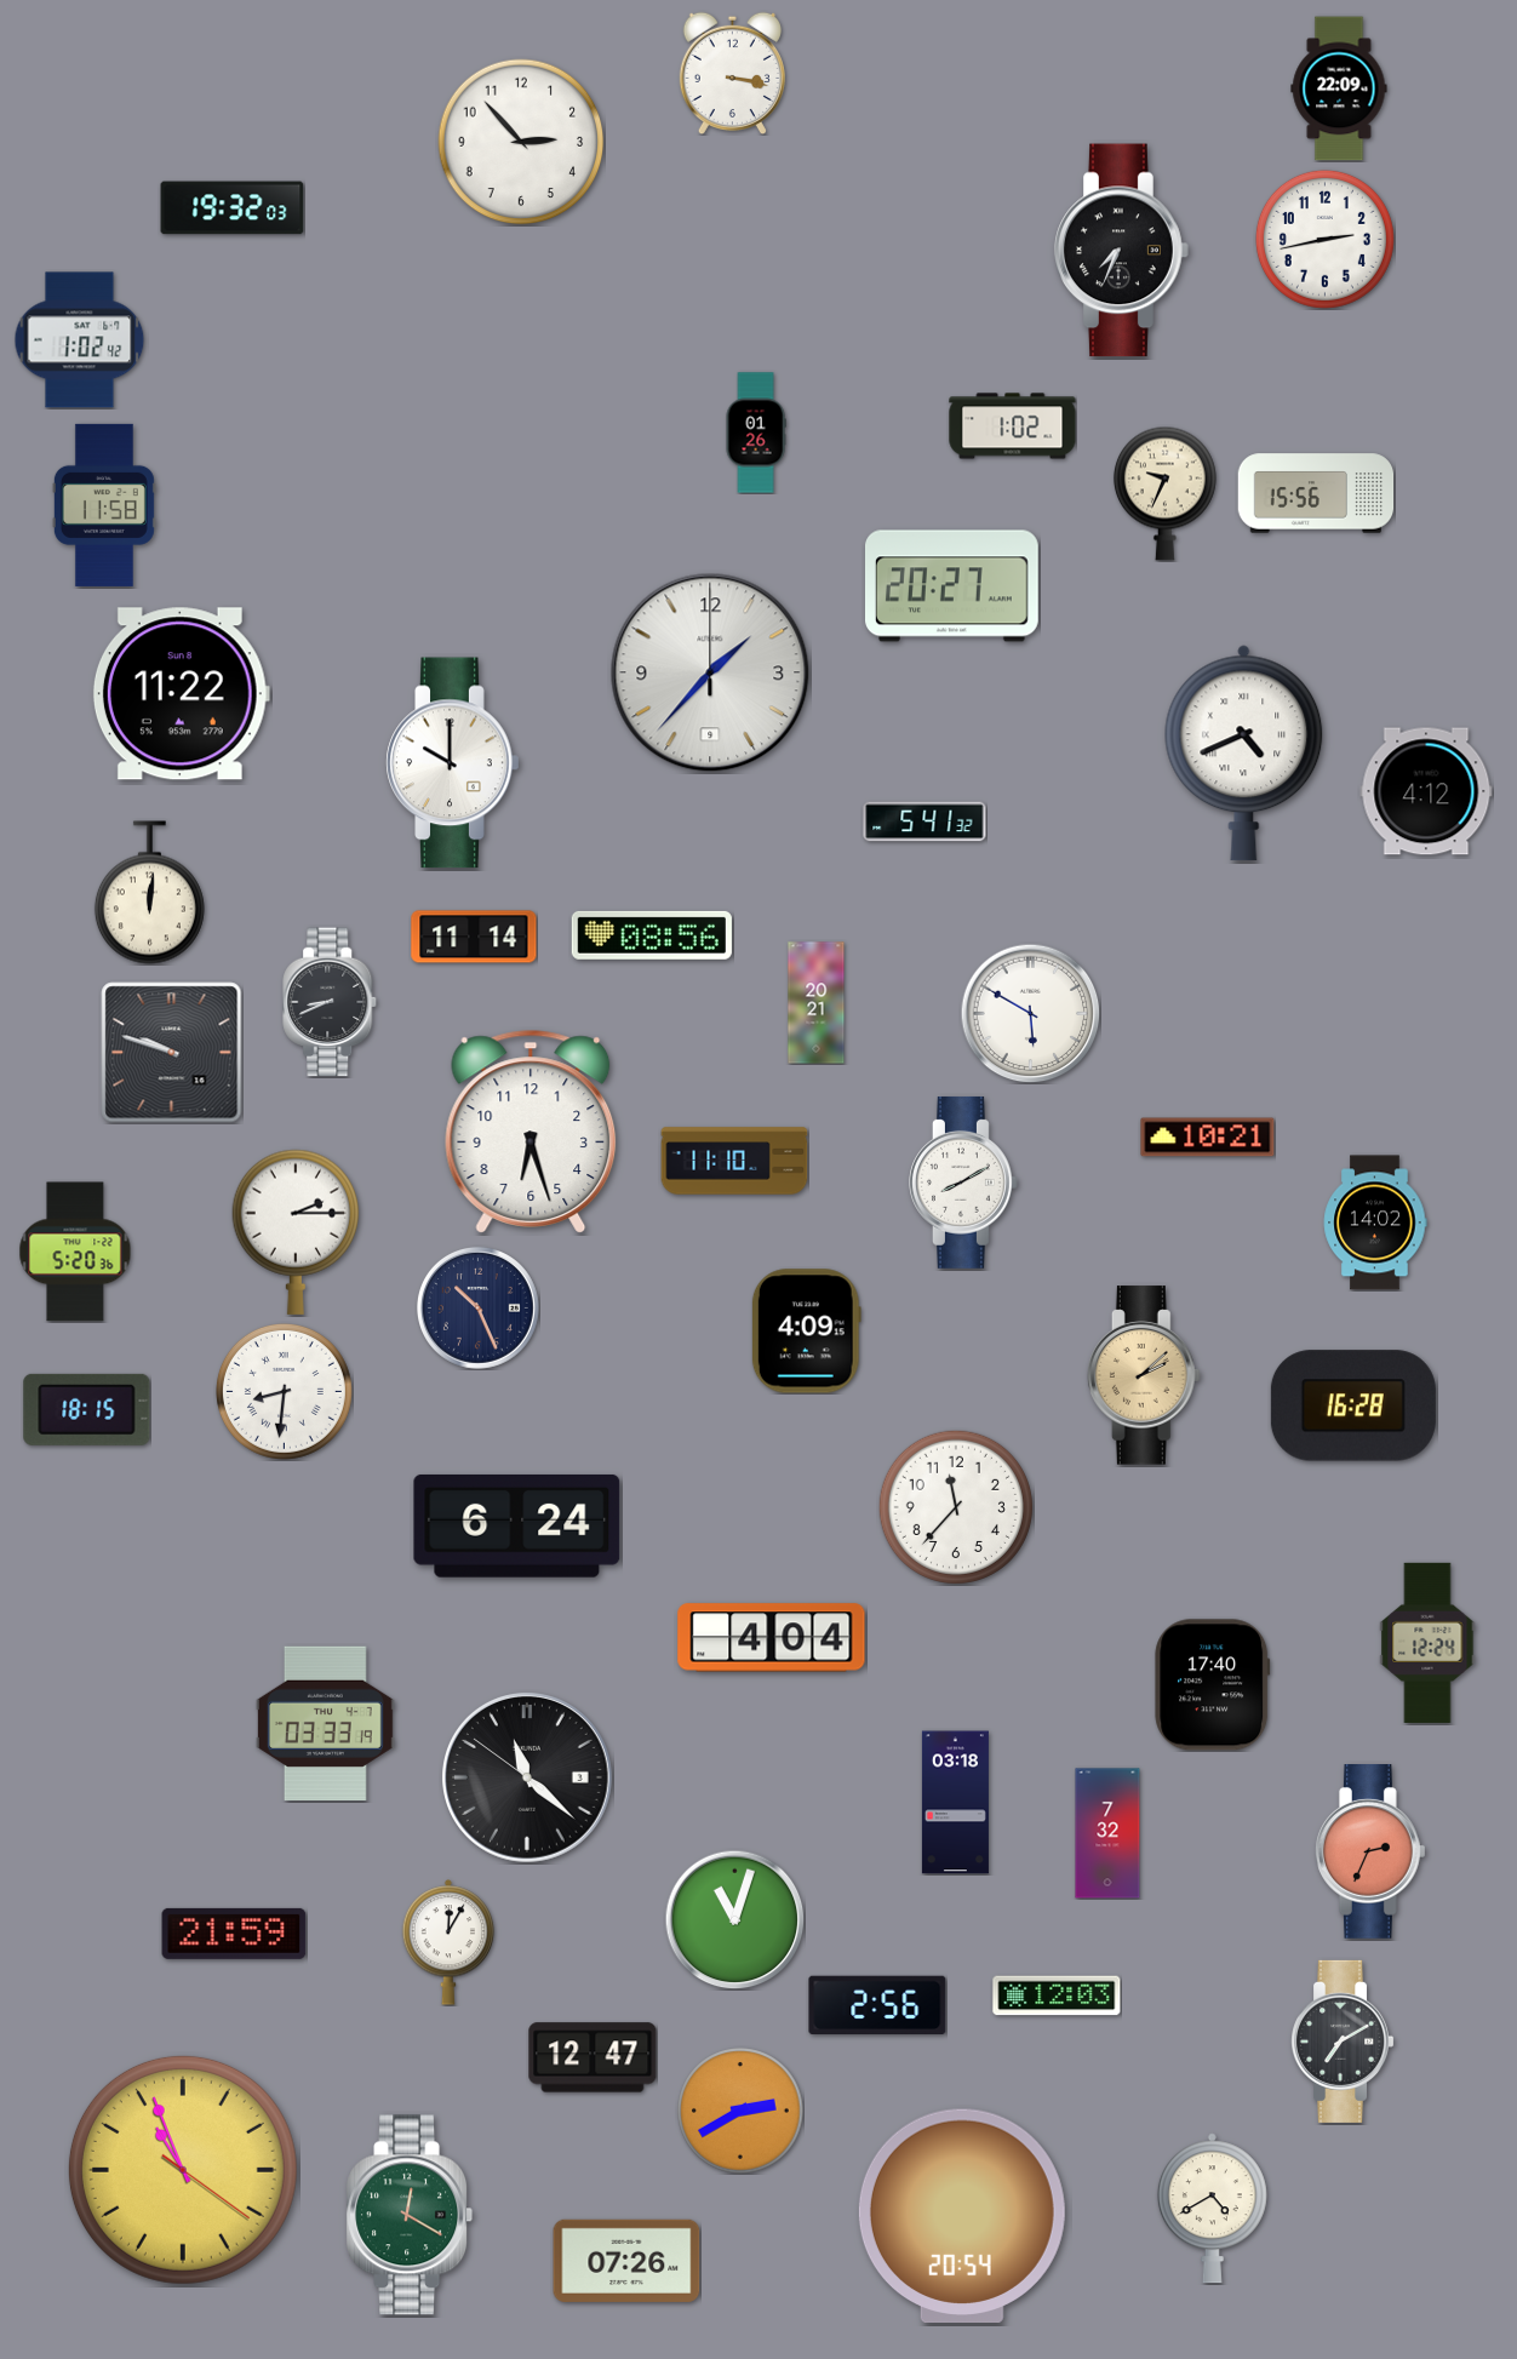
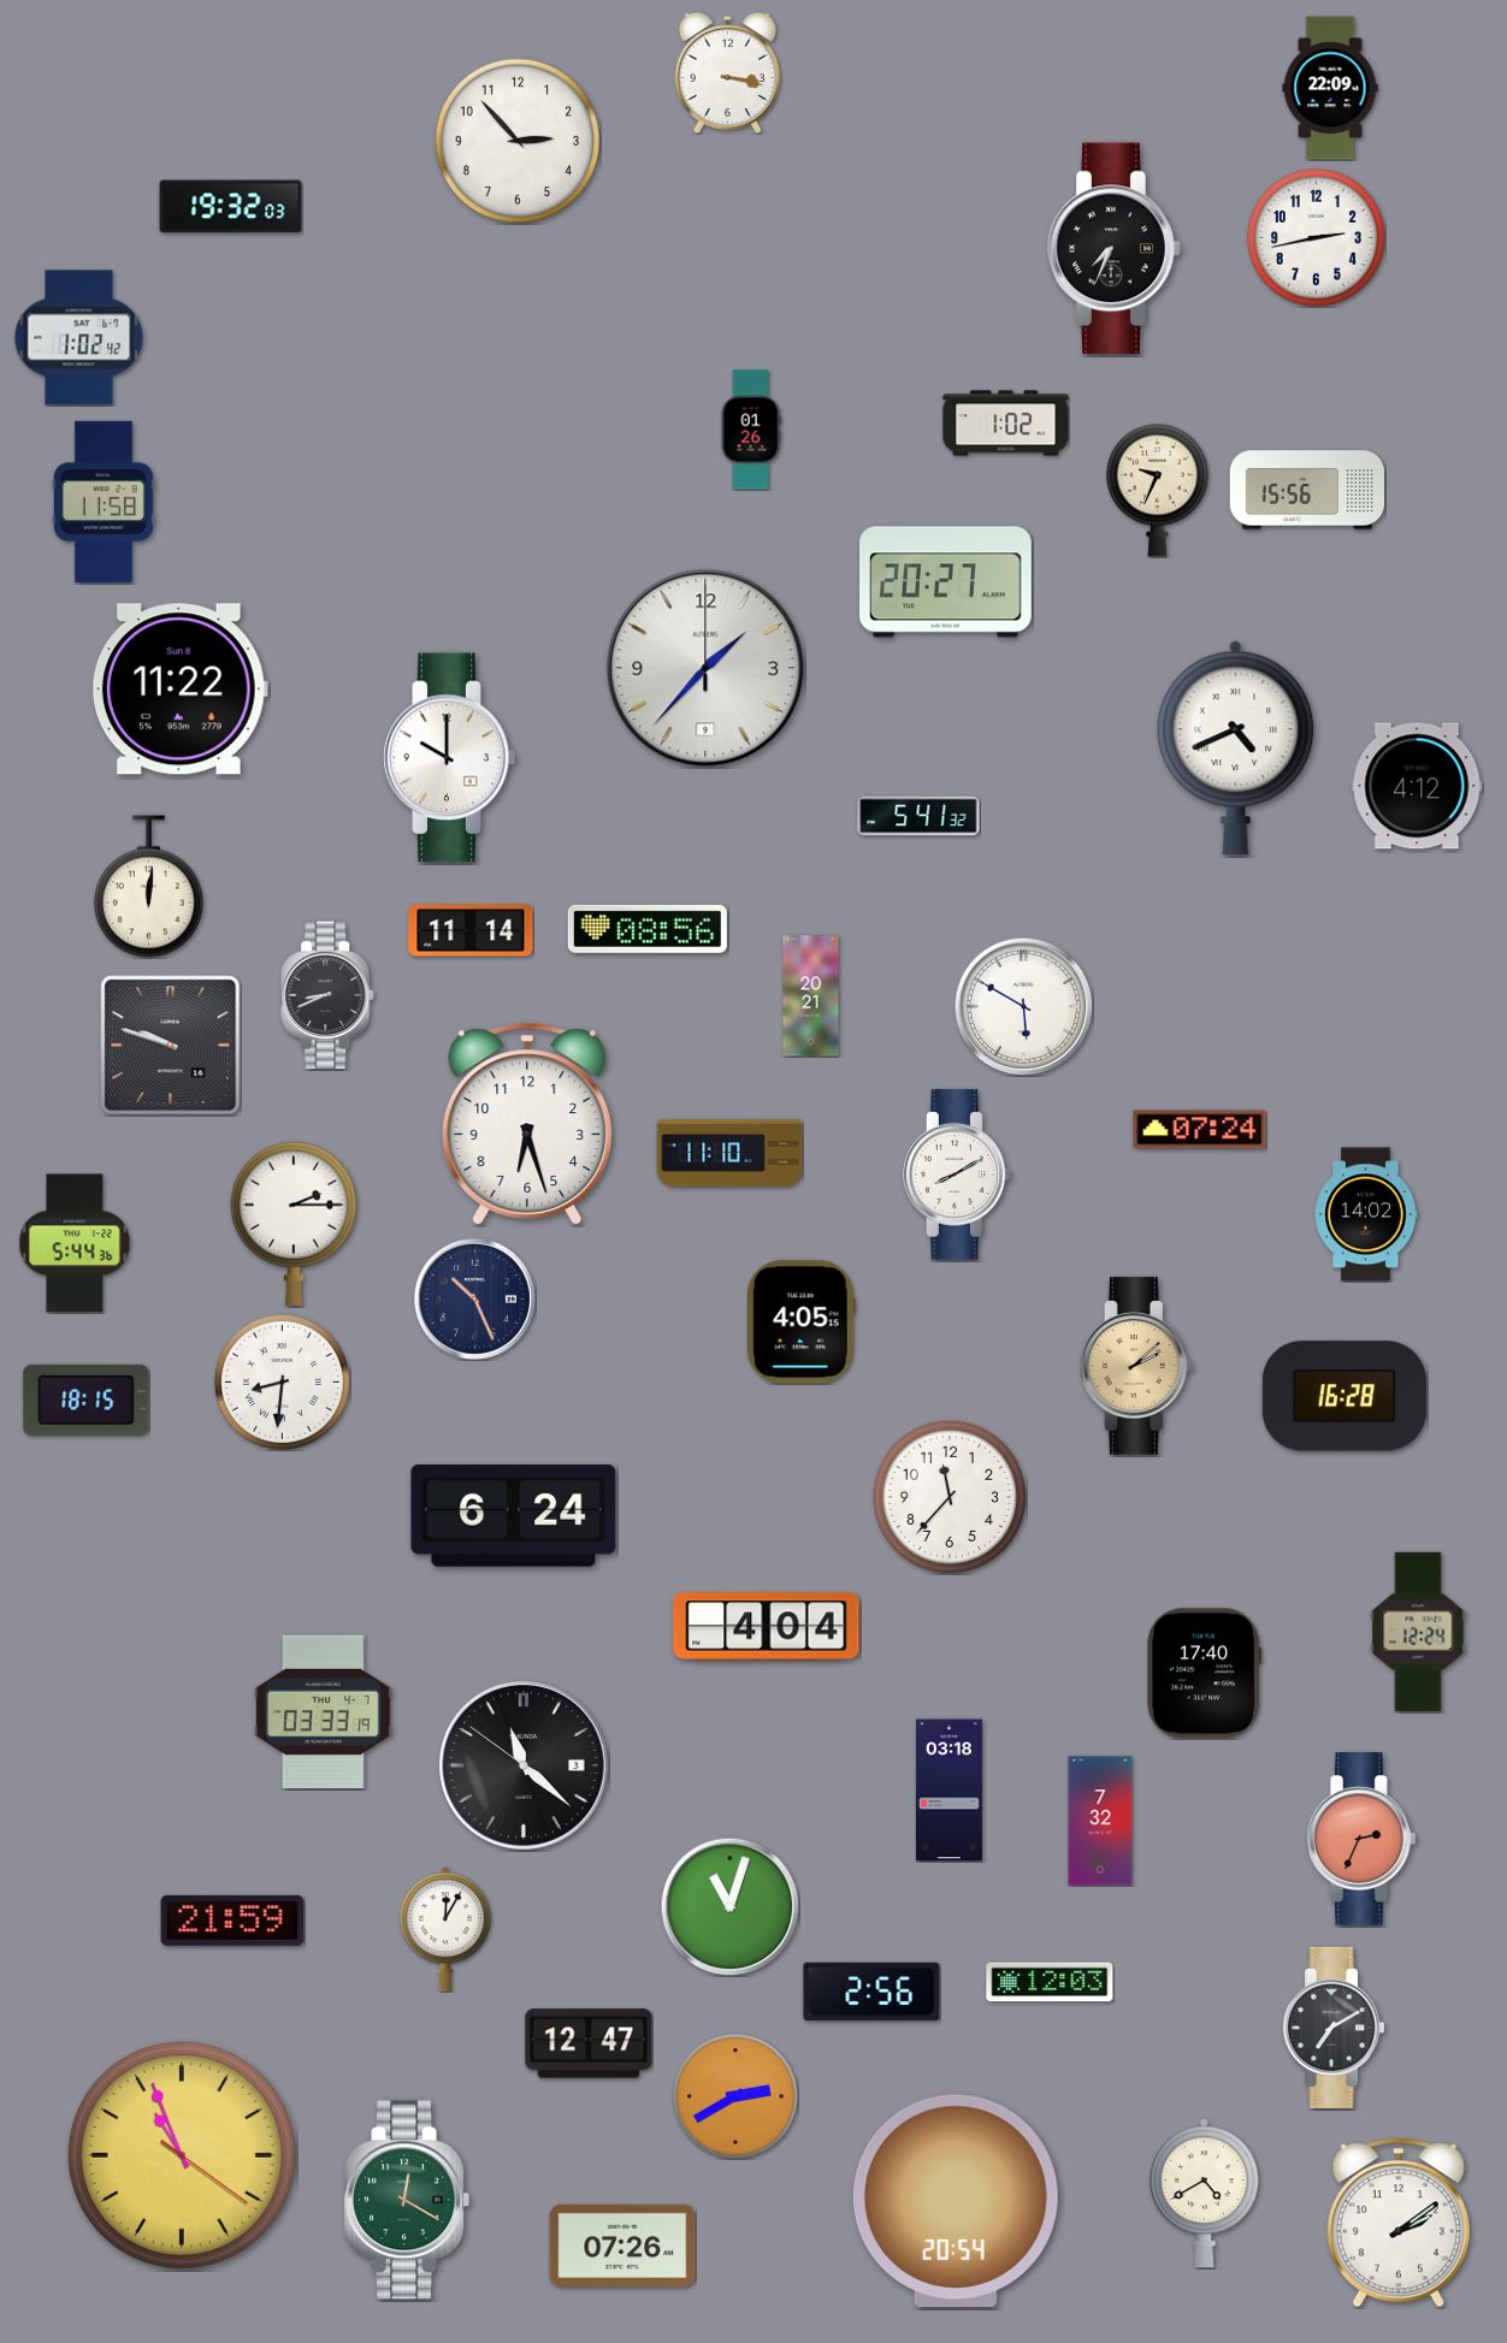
clock at (1208, 1138): 10:21 -> 07:24
clock at (75, 1252): 5:20 -> 5:44
clock at (806, 1332): 4:09 -> 4:05
clock at (1399, 2223): none -> 2:09
